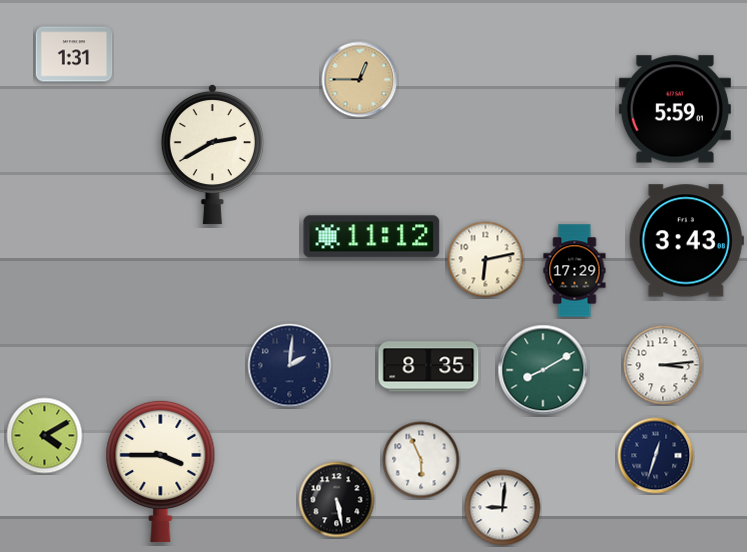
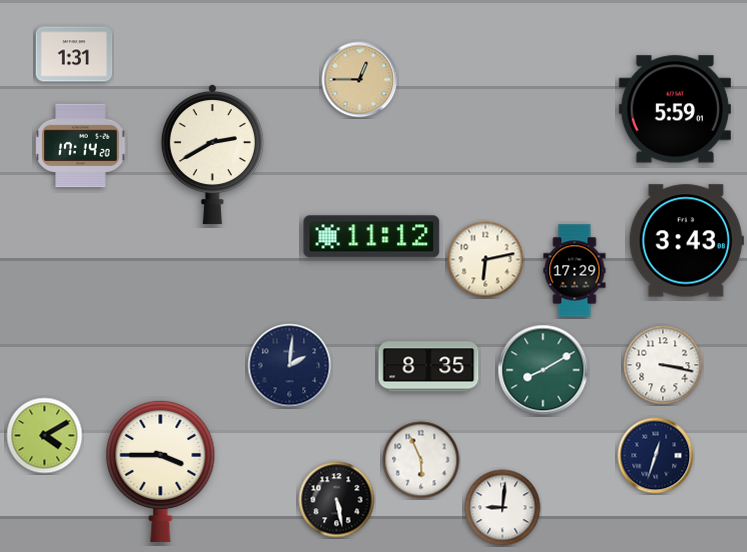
clock at (81, 146): none -> 17:14
clock at (663, 365): 3:14 -> 3:17
